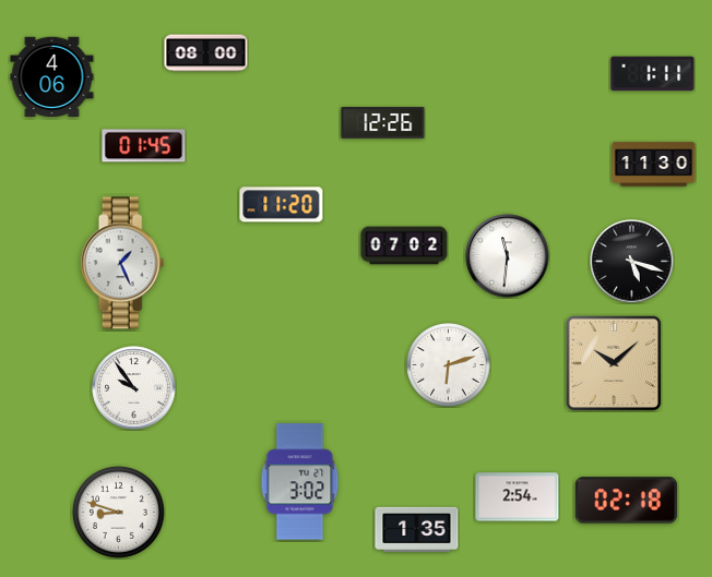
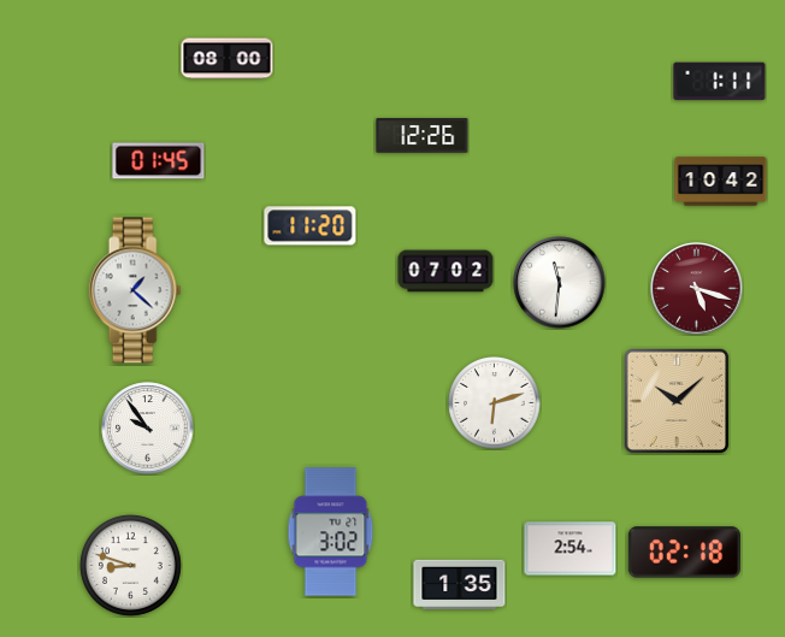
clock at (52, 77): 4:06 -> none
clock at (654, 165): 11:30 -> 10:42
clock at (632, 262) dial: black -> burgundy
clock at (122, 263): 1:26 -> 1:22
clock at (626, 501) position: (626, 501) -> (684, 553)
